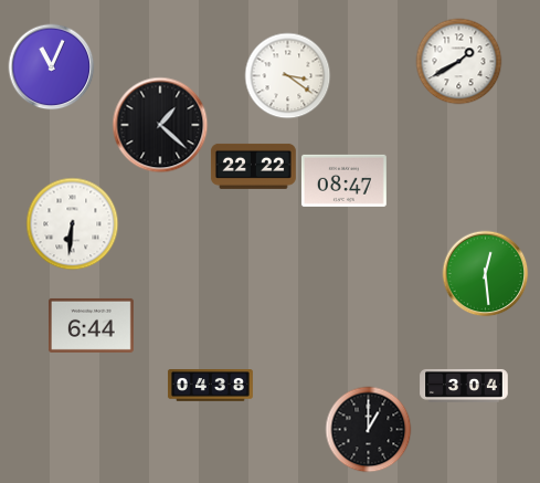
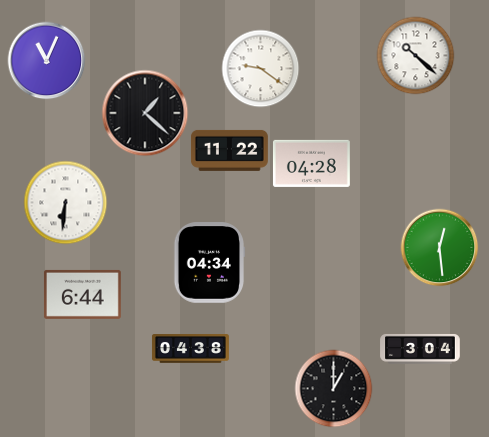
clock at (458, 61): 1:40 -> 10:22
clock at (287, 75): 3:21 -> 9:21
clock at (253, 166): 22:22 -> 11:22
clock at (343, 180): 08:47 -> 04:28
clock at (209, 263): none -> 04:34
